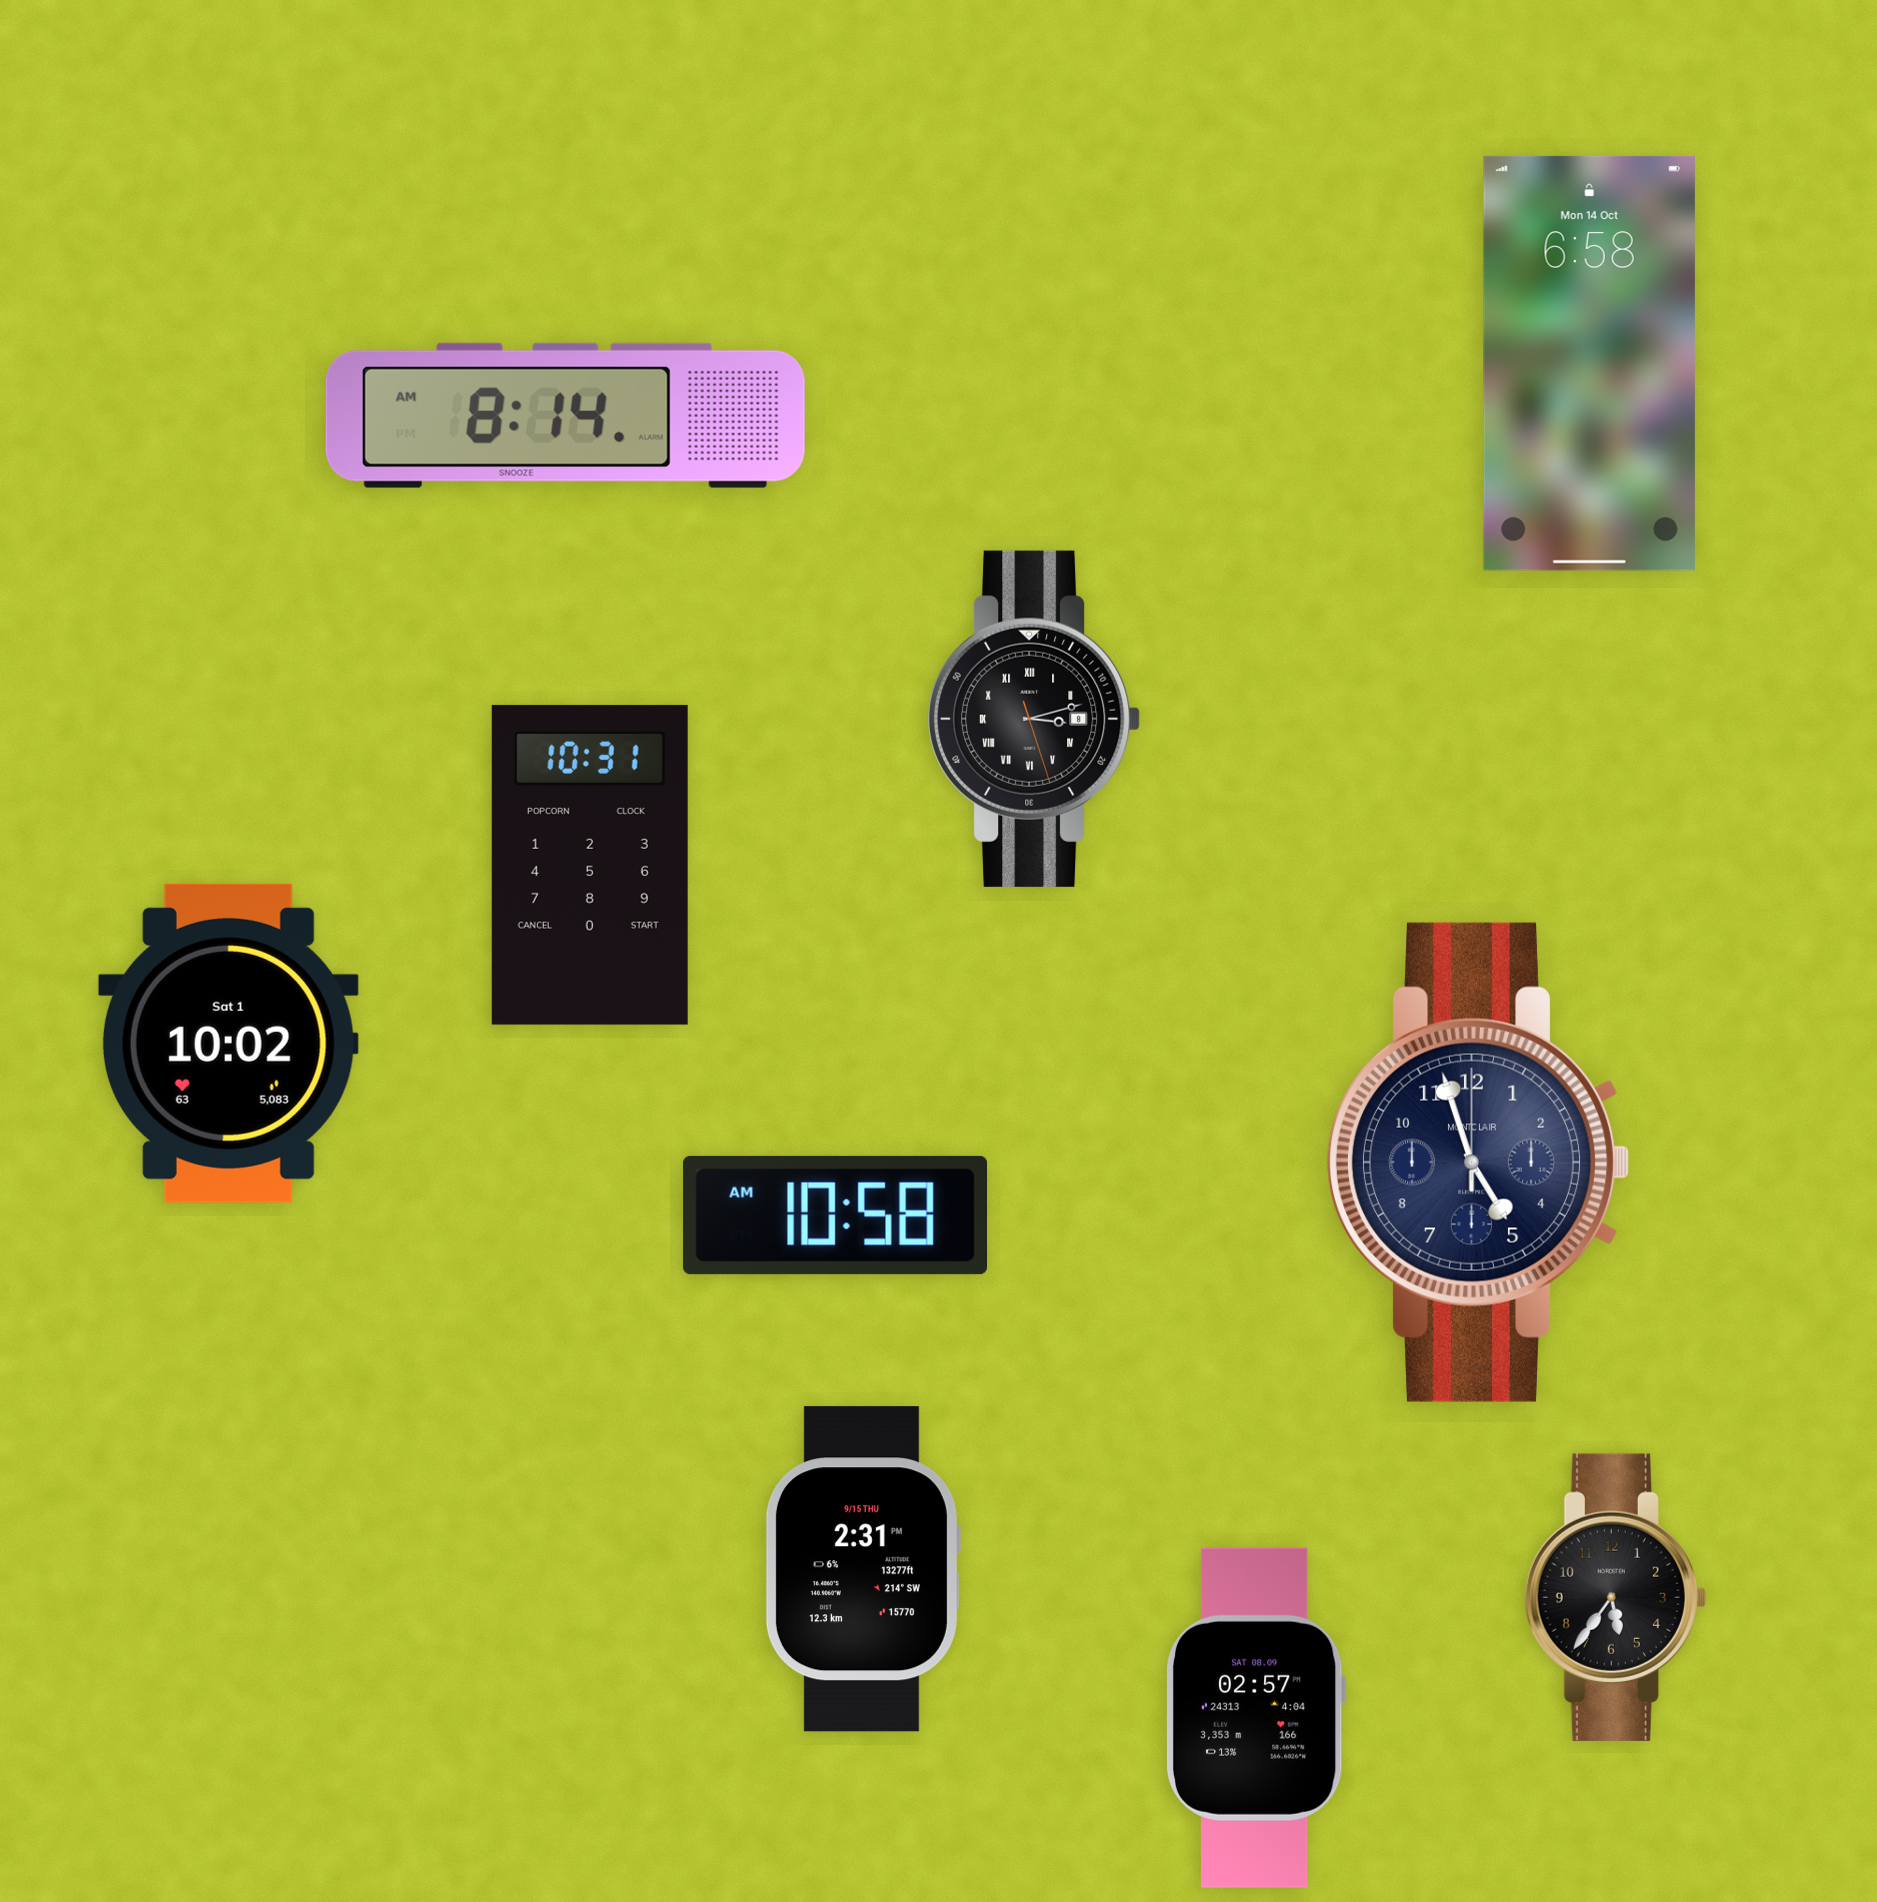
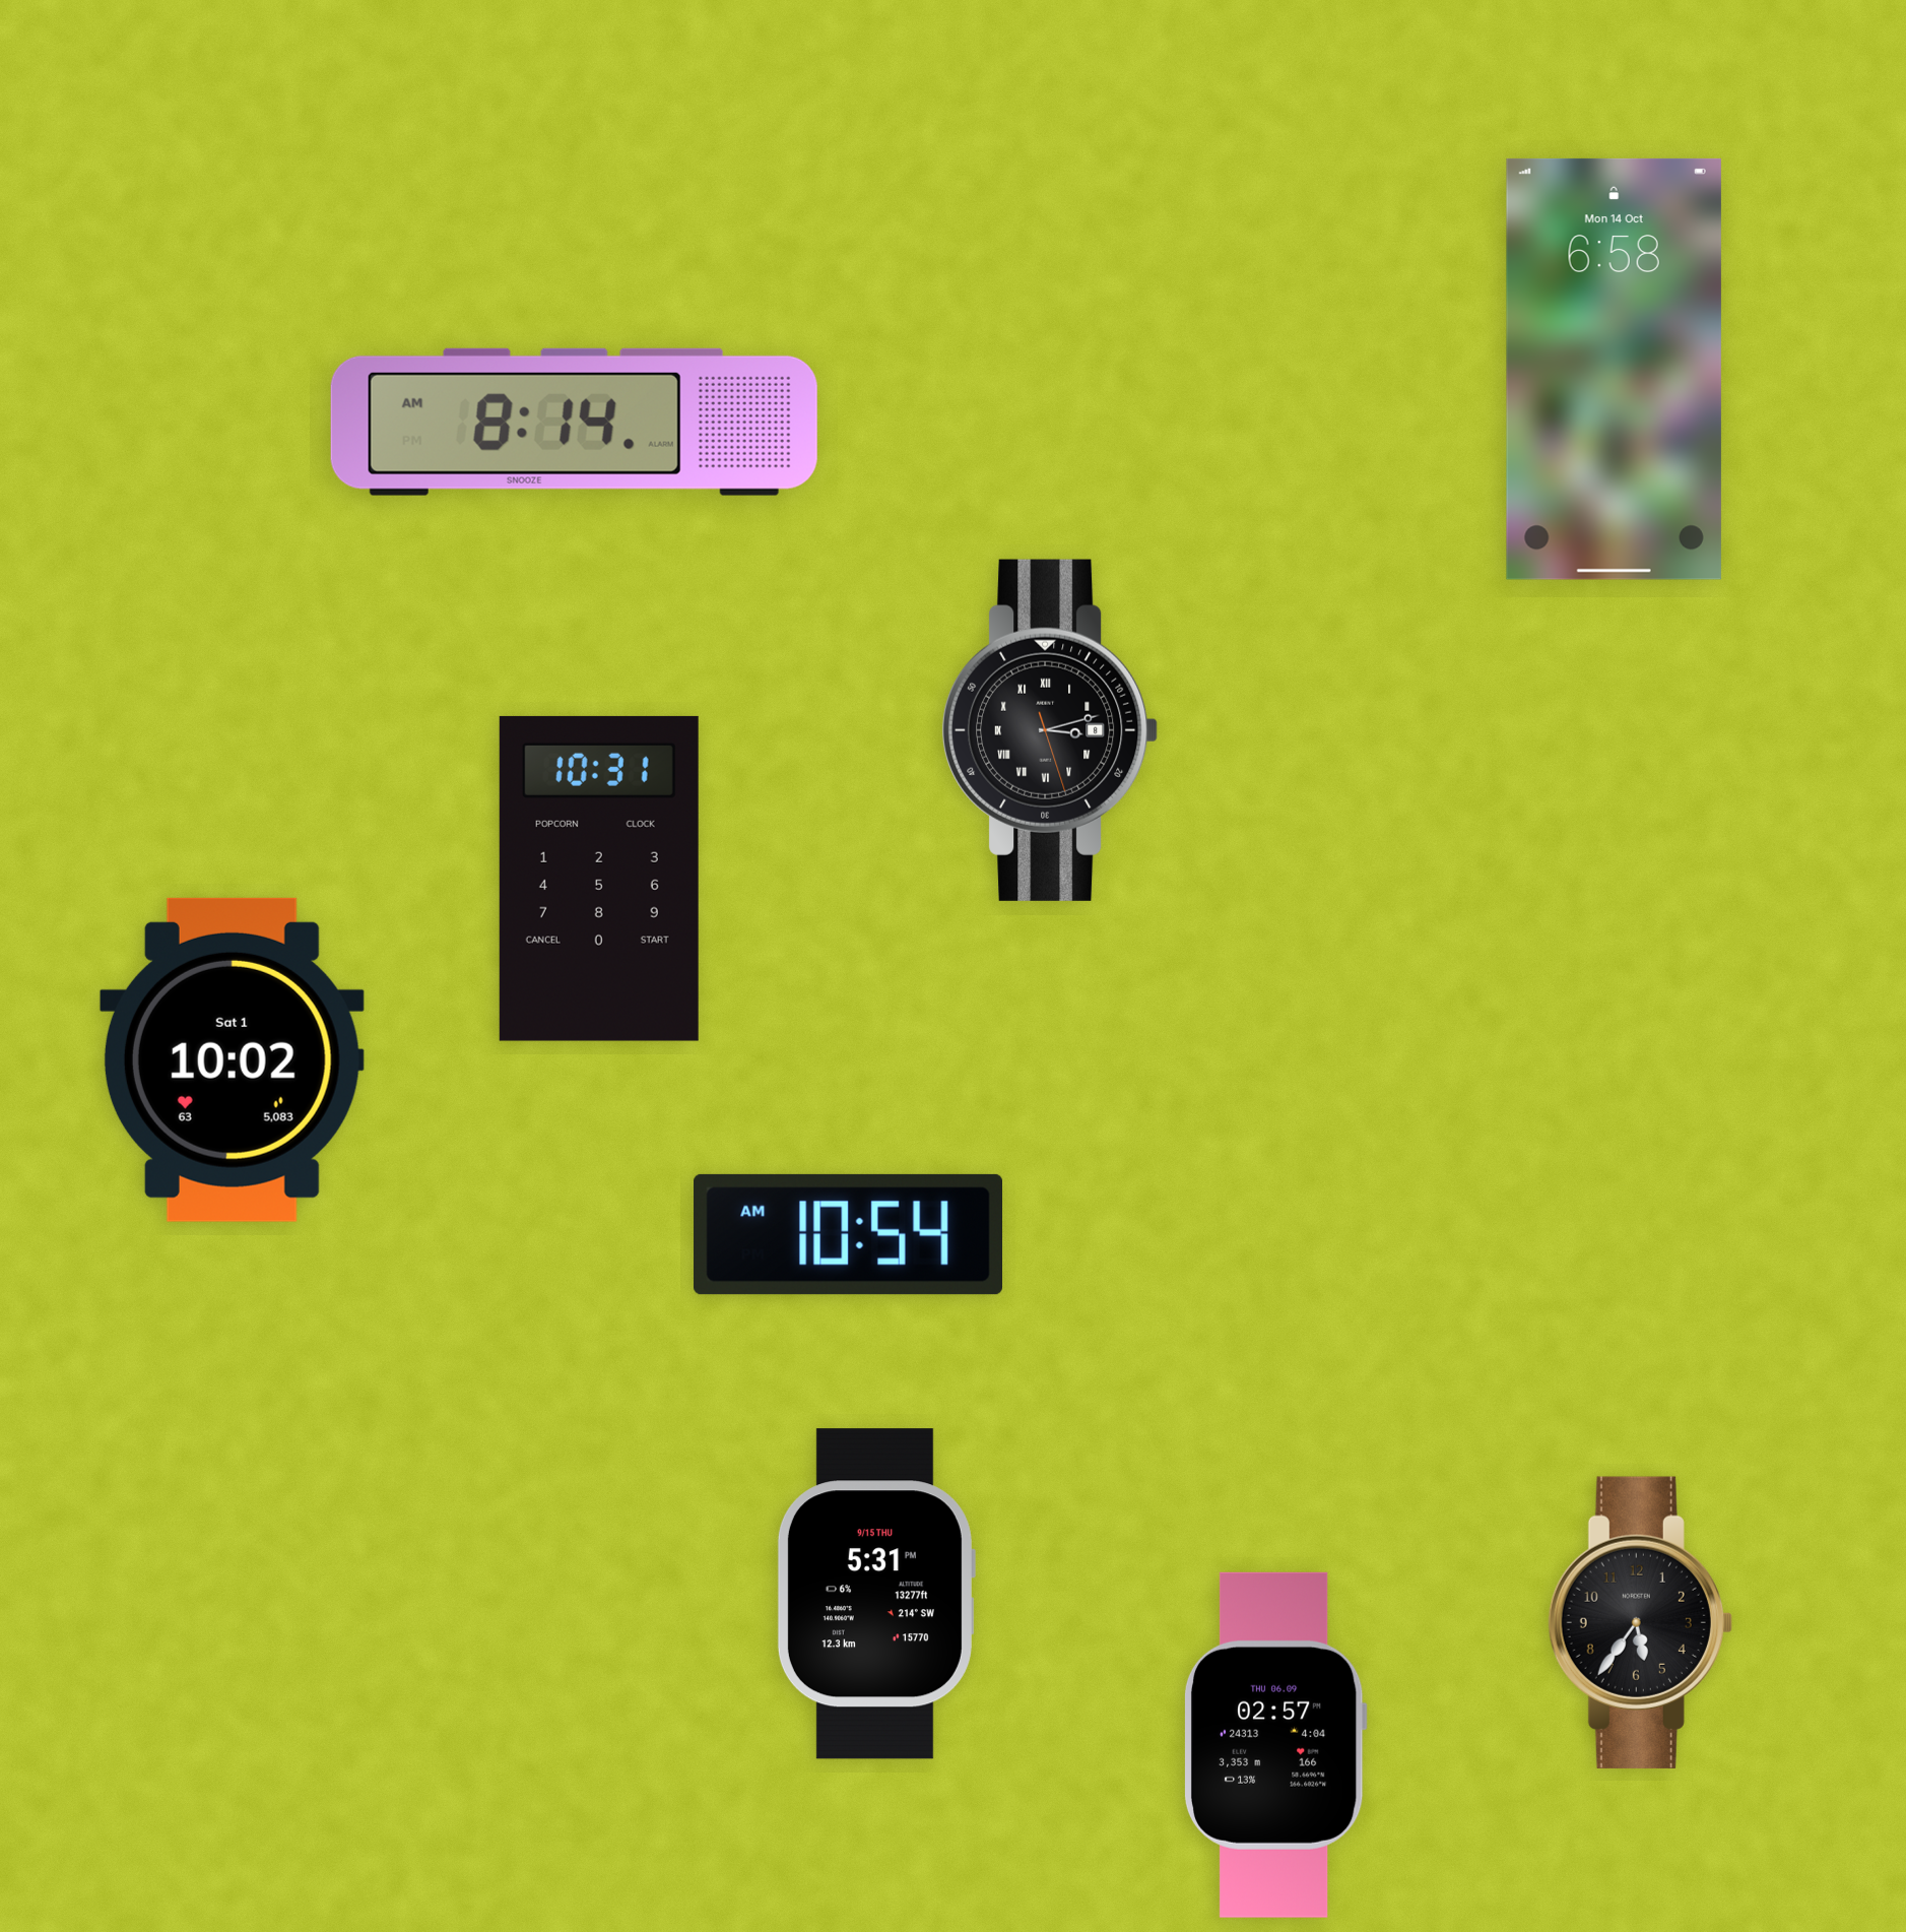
clock at (1479, 1162): 4:57 -> none
clock at (835, 1215): 10:58 -> 10:54
clock at (862, 1569): 2:31 -> 5:31
clock at (1256, 1718) date: SAT 08.09 -> THU 06.09
